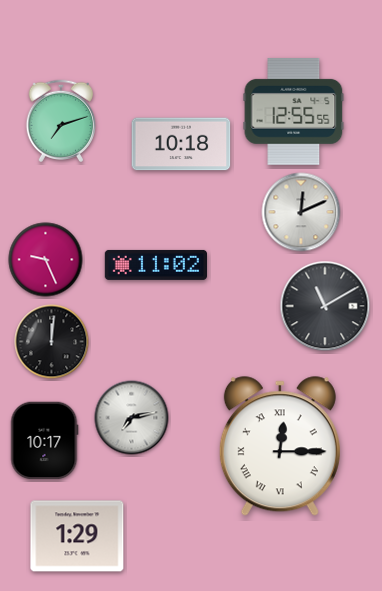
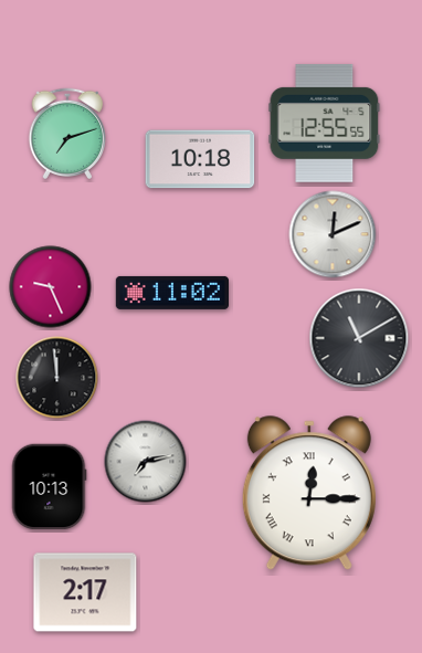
clock at (52, 342): 12:01 -> 11:59
clock at (44, 441): 10:17 -> 10:13
clock at (77, 536): 1:29 -> 2:17
